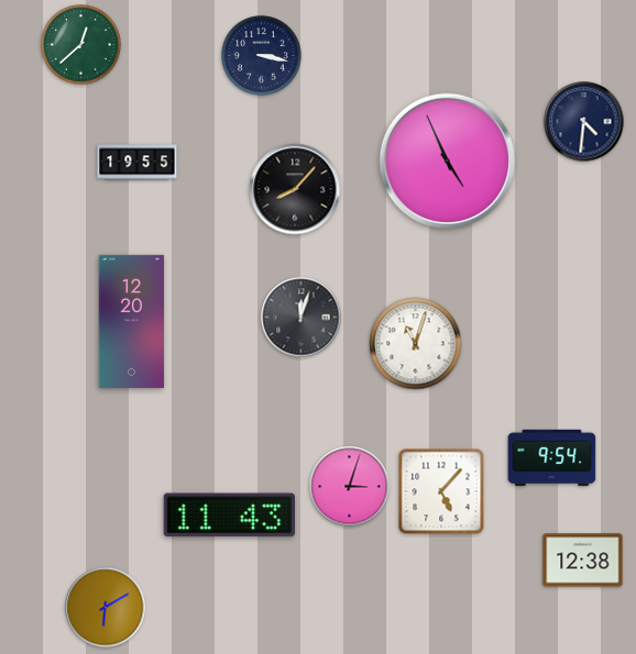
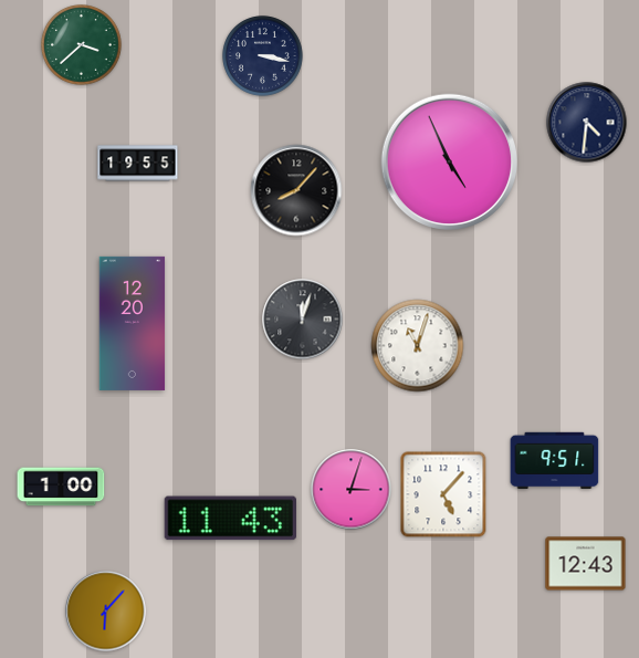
clock at (81, 45): 12:38 -> 3:38
clock at (552, 458): 9:54 -> 9:51
clock at (61, 487): none -> 1:00
clock at (583, 561): 12:38 -> 12:43
clock at (106, 608): 6:10 -> 6:07
